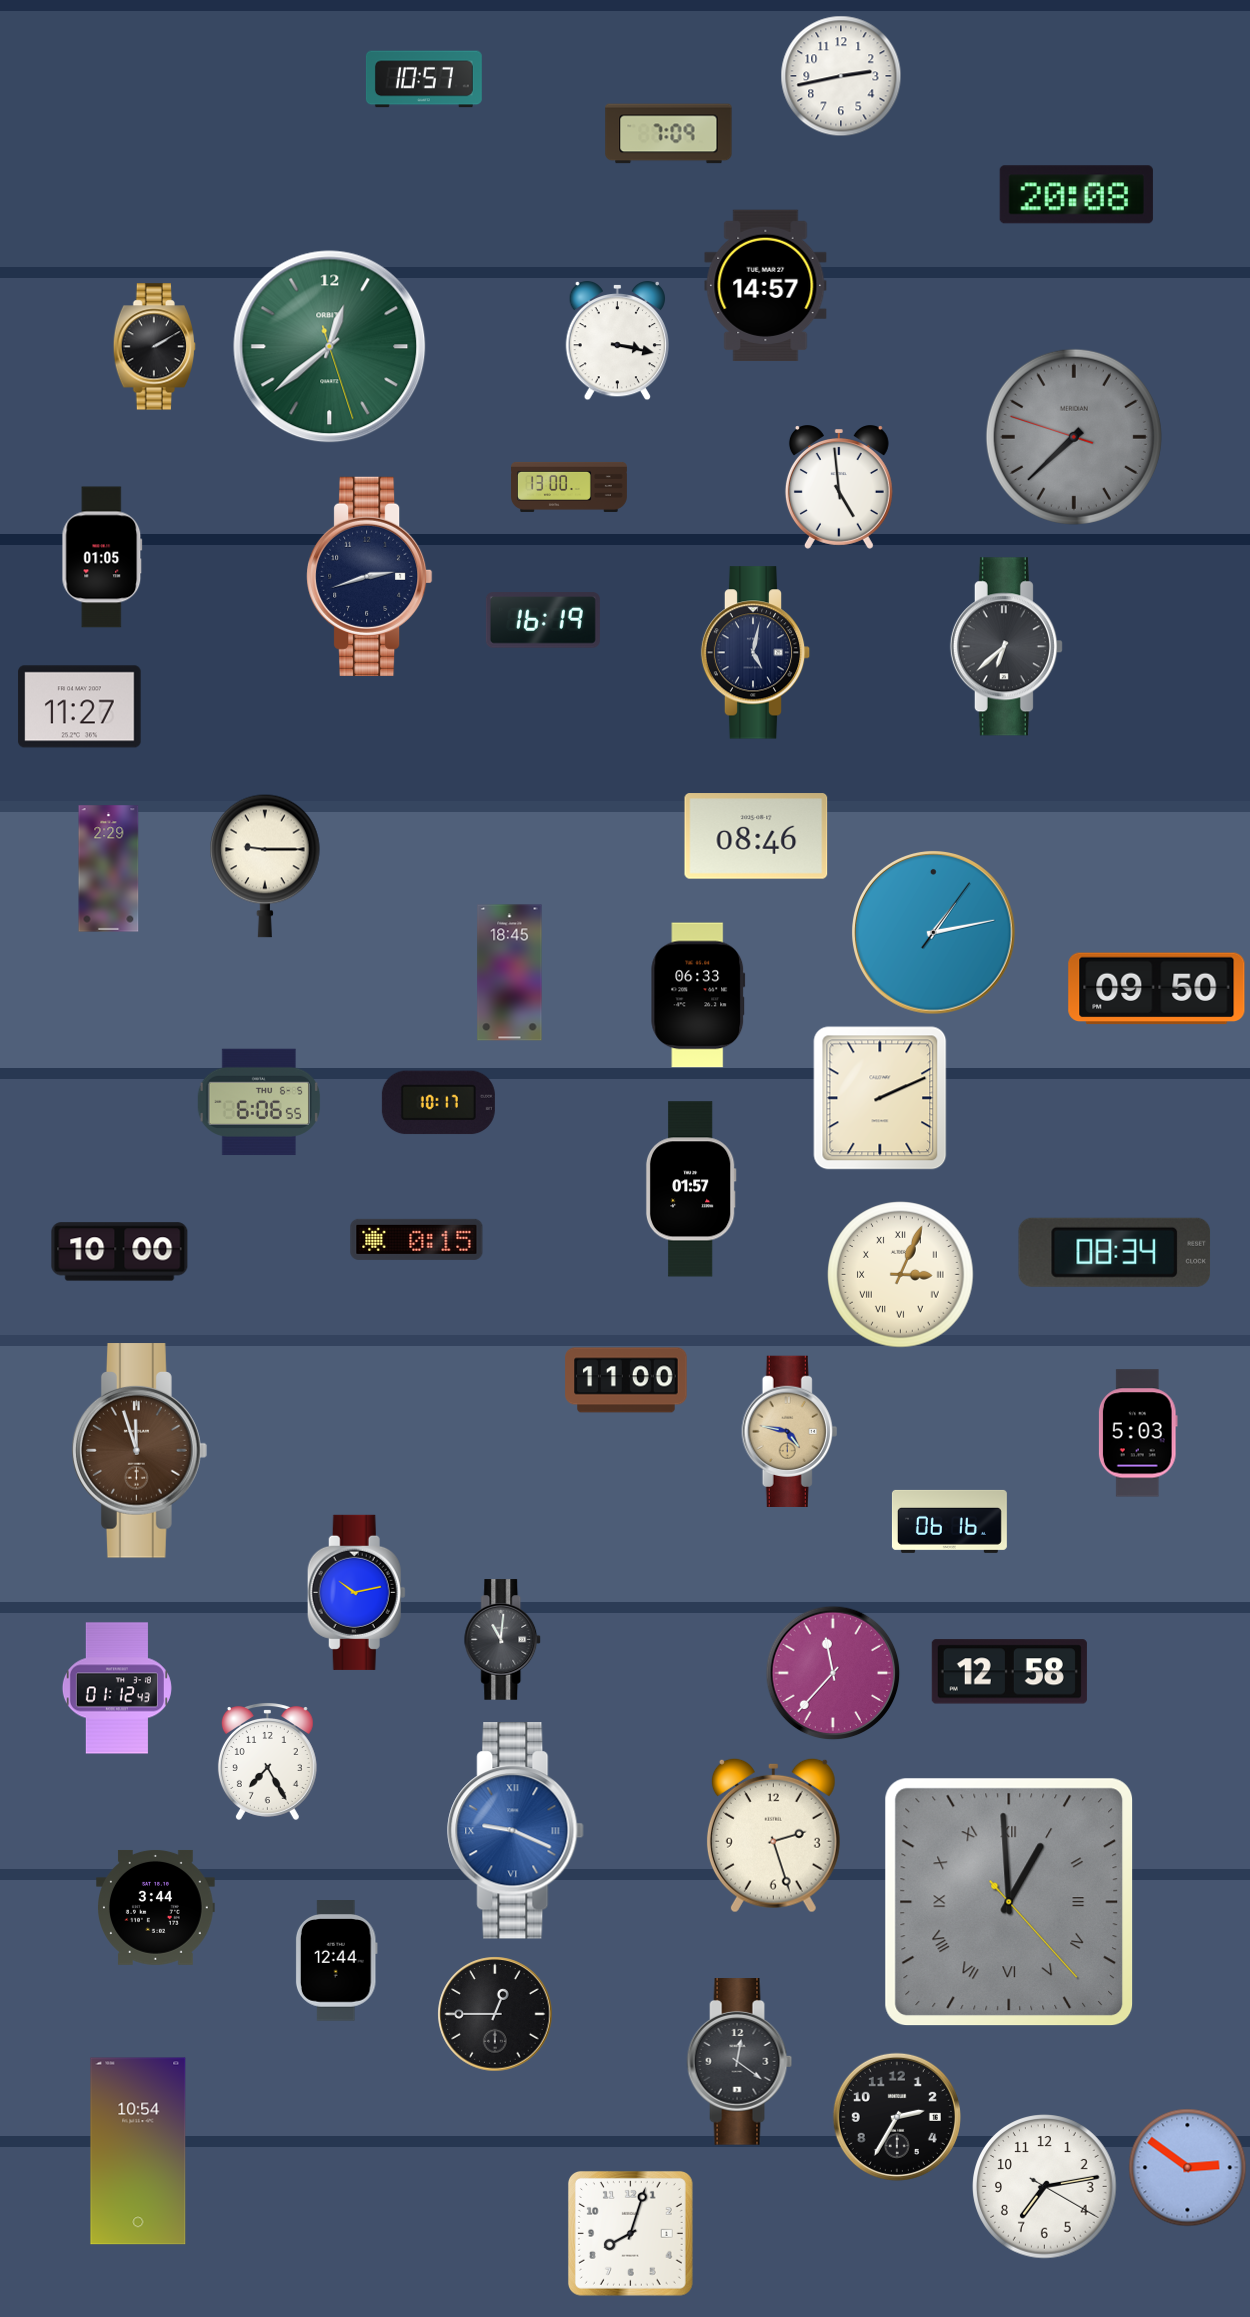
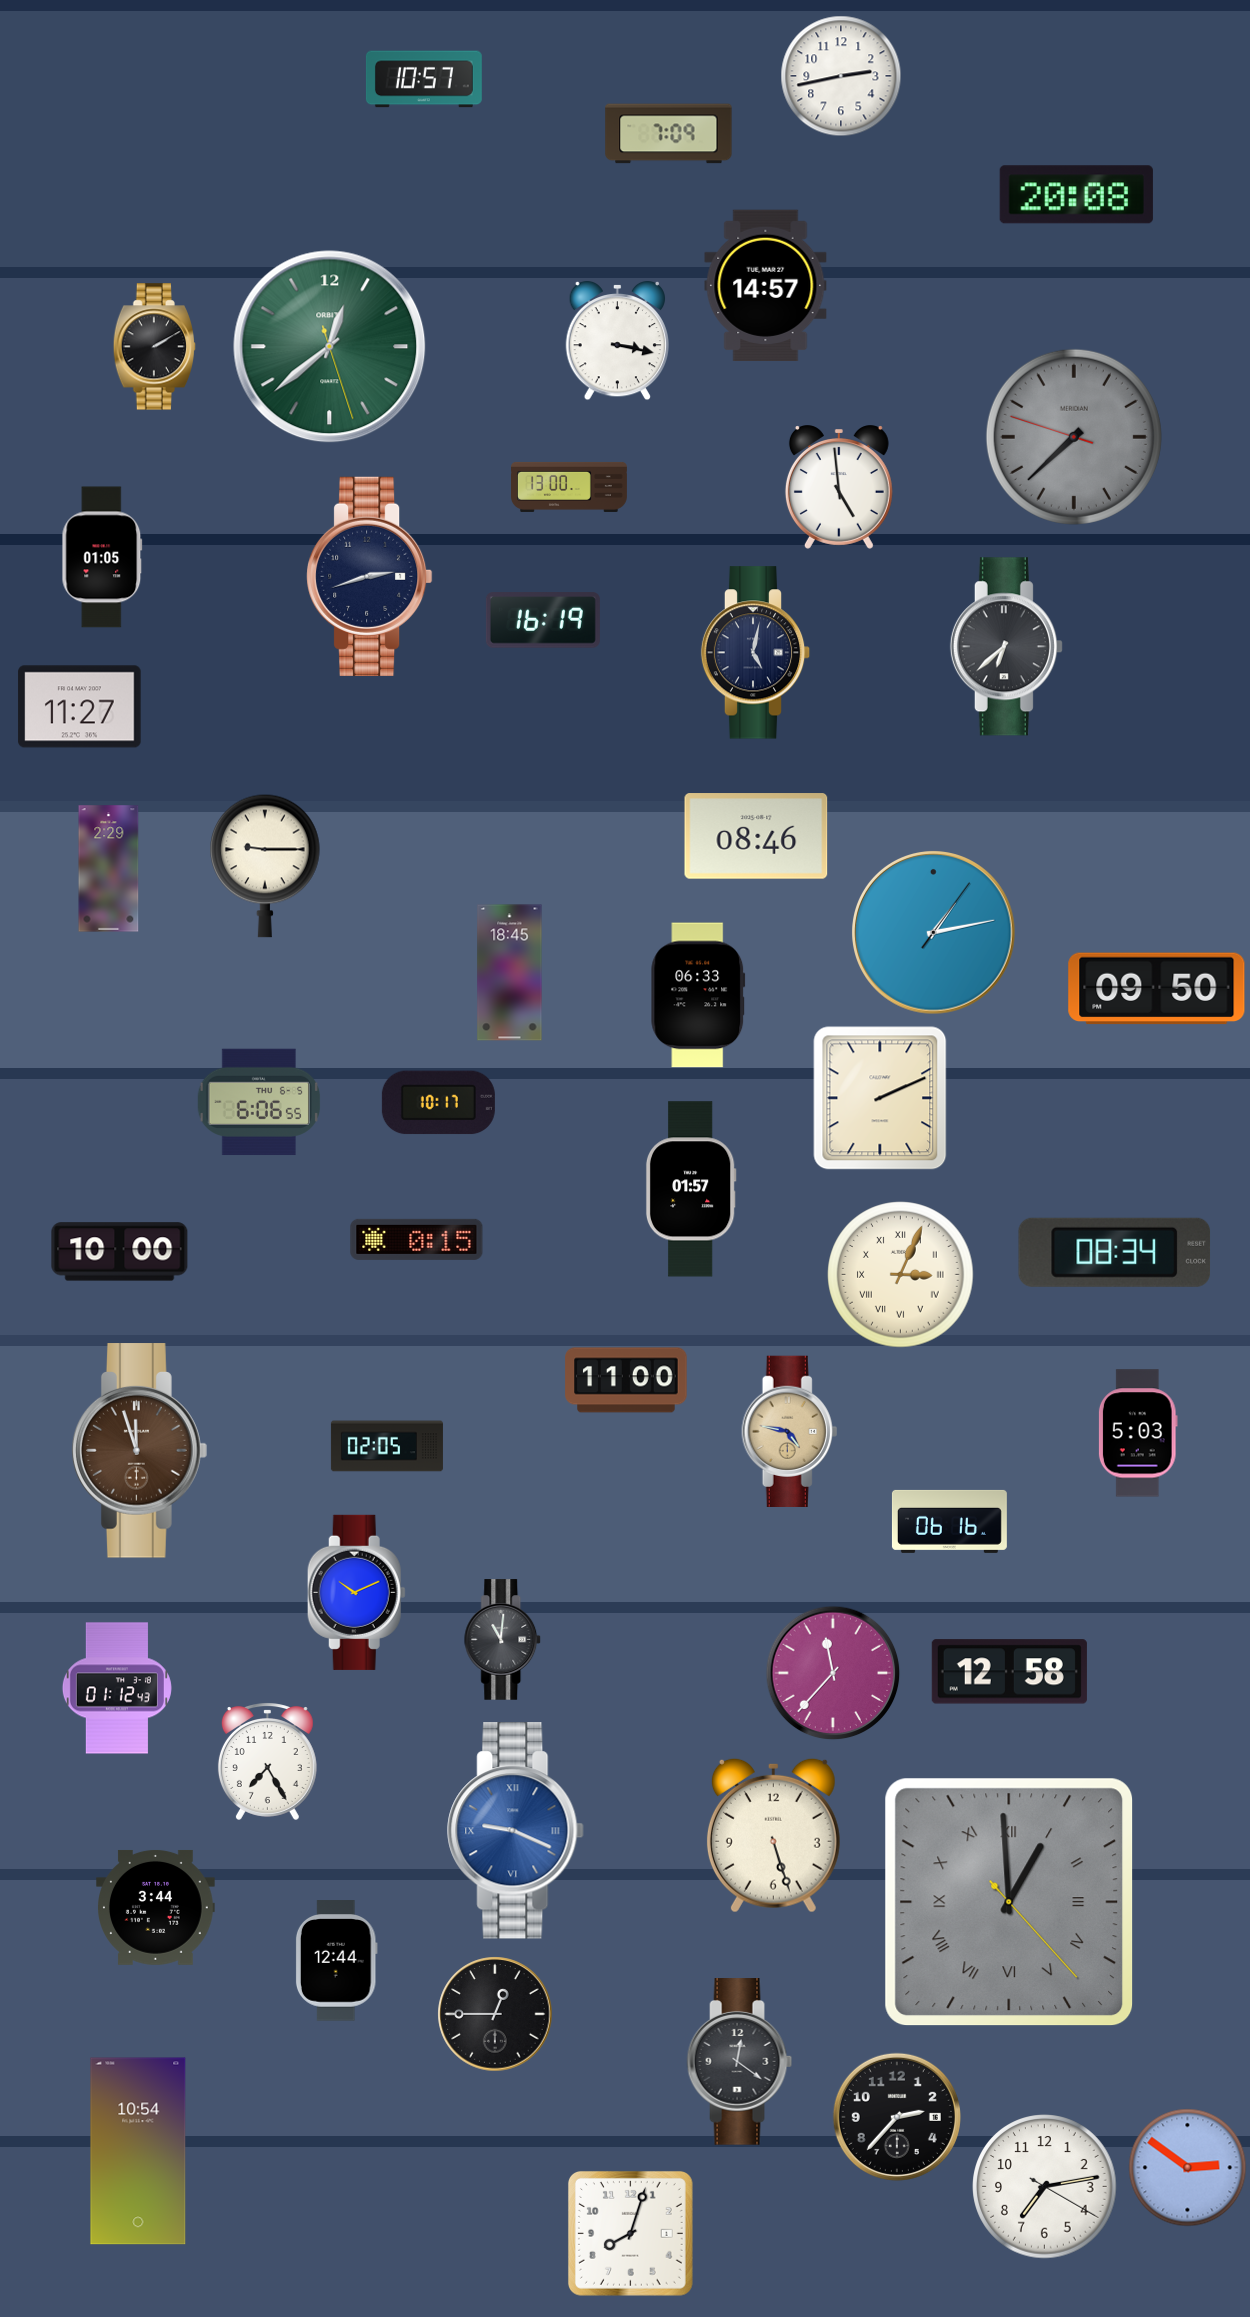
clock at (387, 1446): none -> 02:05
clock at (356, 1592): 10:13 -> 10:11
clock at (773, 1835): 2:27 -> 5:27
clock at (897, 2117): 2:35 -> 2:37
